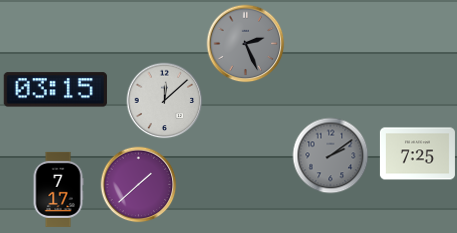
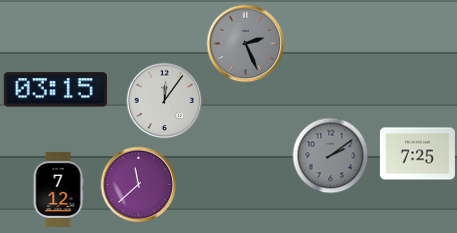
clock at (165, 101): 12:08 -> 12:06
clock at (139, 185): 1:38 -> 11:38
clock at (58, 189): 7:17 -> 7:12
